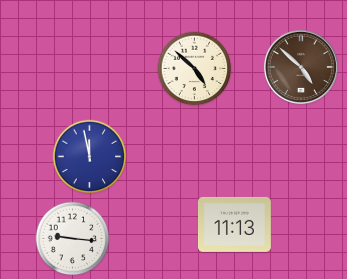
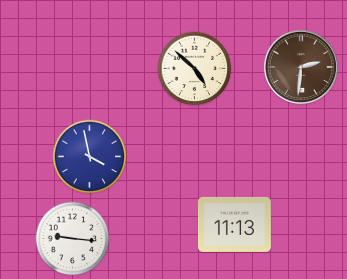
clock at (301, 67): 4:52 -> 2:31
clock at (90, 157): 11:58 -> 3:58
